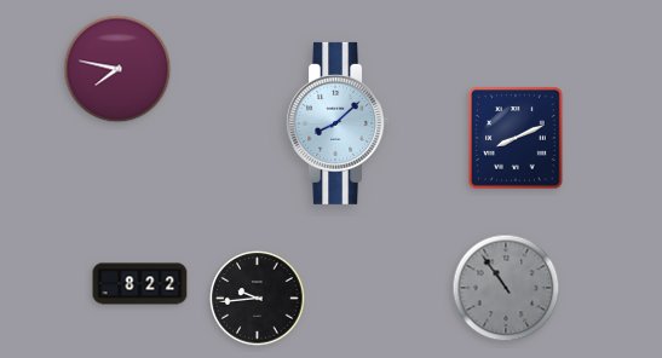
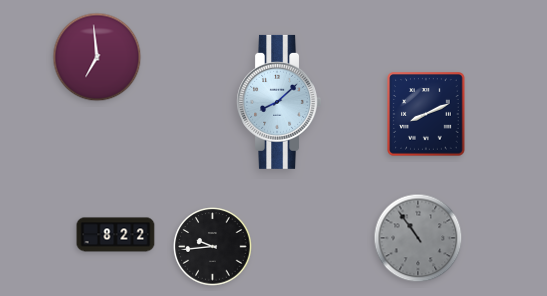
clock at (117, 69): 7:47 -> 6:59
